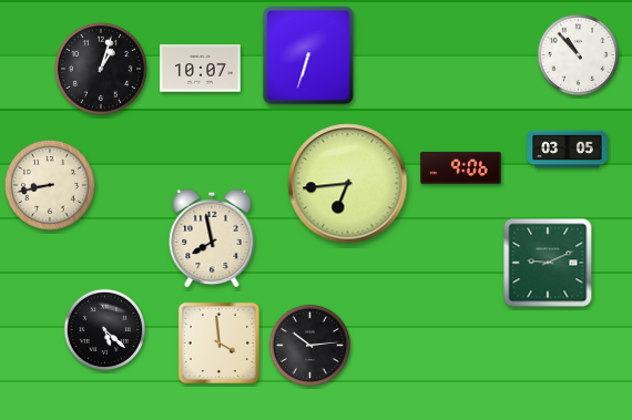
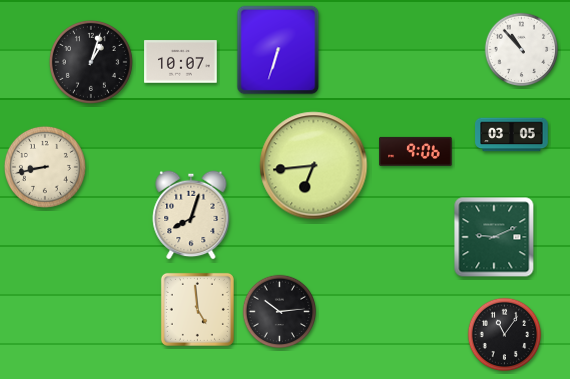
clock at (212, 238): 7:58 -> 8:03
clock at (105, 330): 5:22 -> none
clock at (218, 342): 3:59 -> 4:59
clock at (505, 335): none -> 11:06
